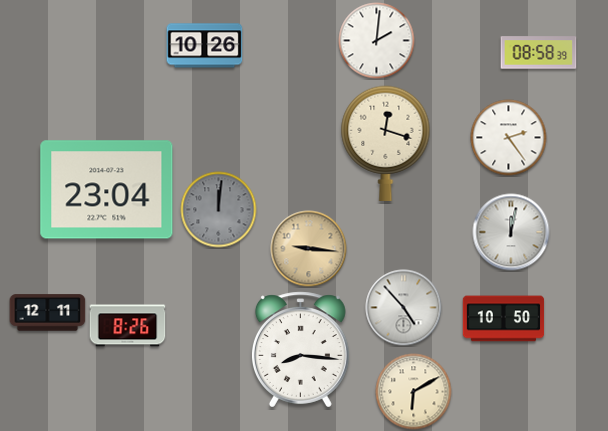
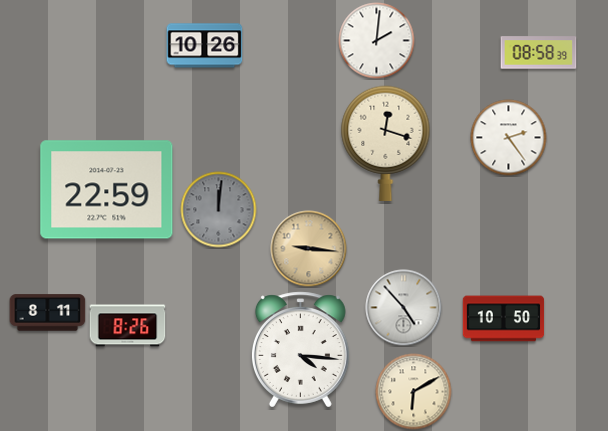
clock at (107, 190): 23:04 -> 22:59
clock at (511, 232): 12:02 -> none
clock at (48, 313): 12:11 -> 8:11
clock at (300, 350): 8:16 -> 4:16
